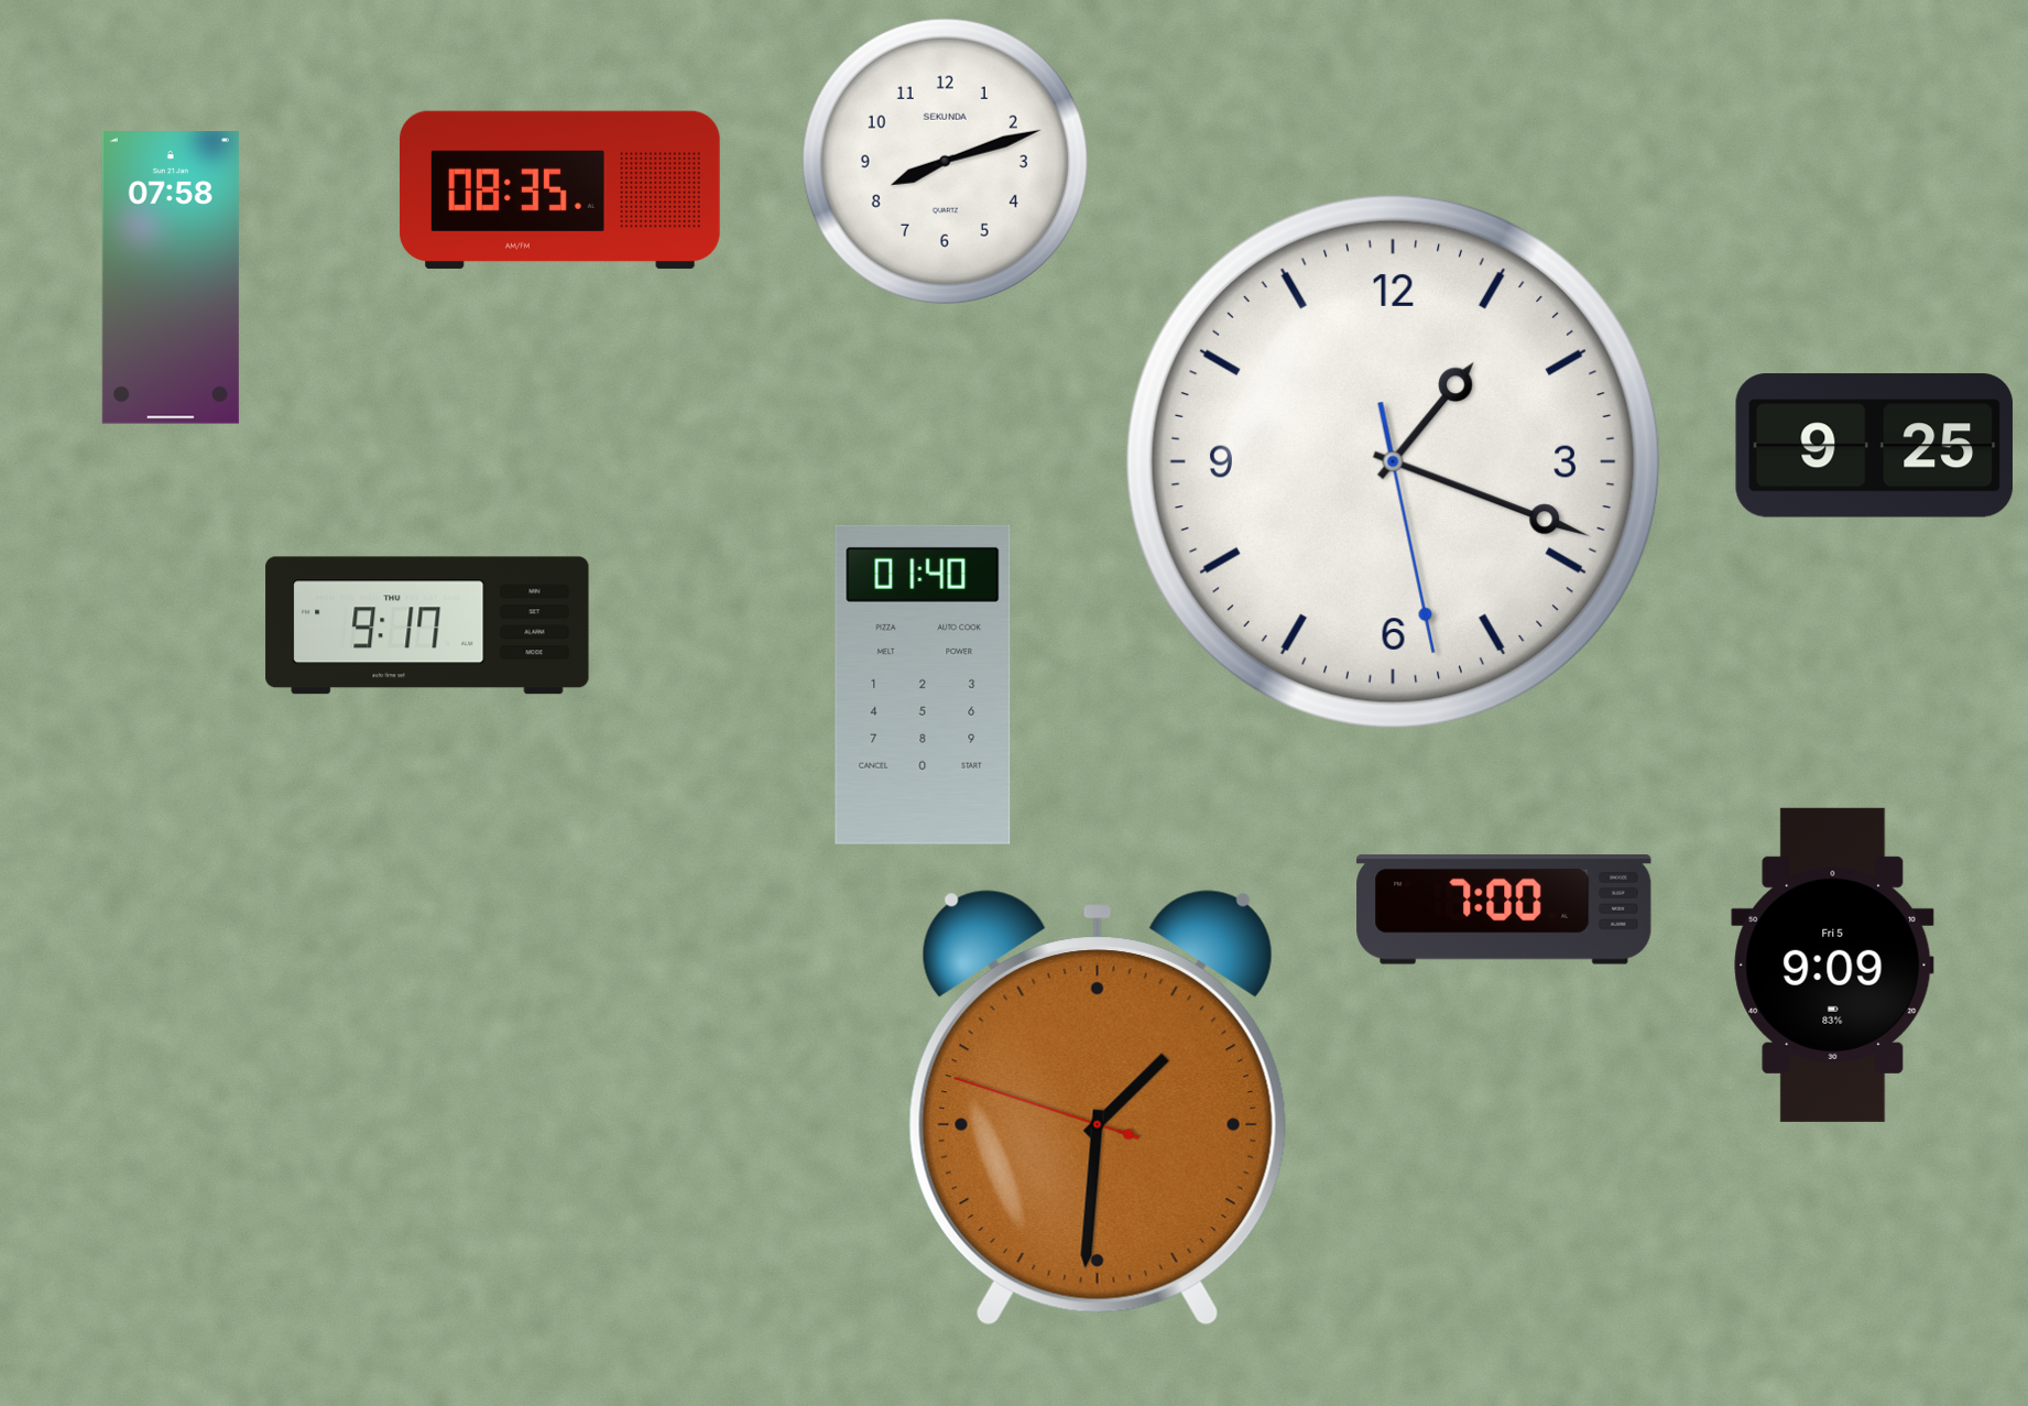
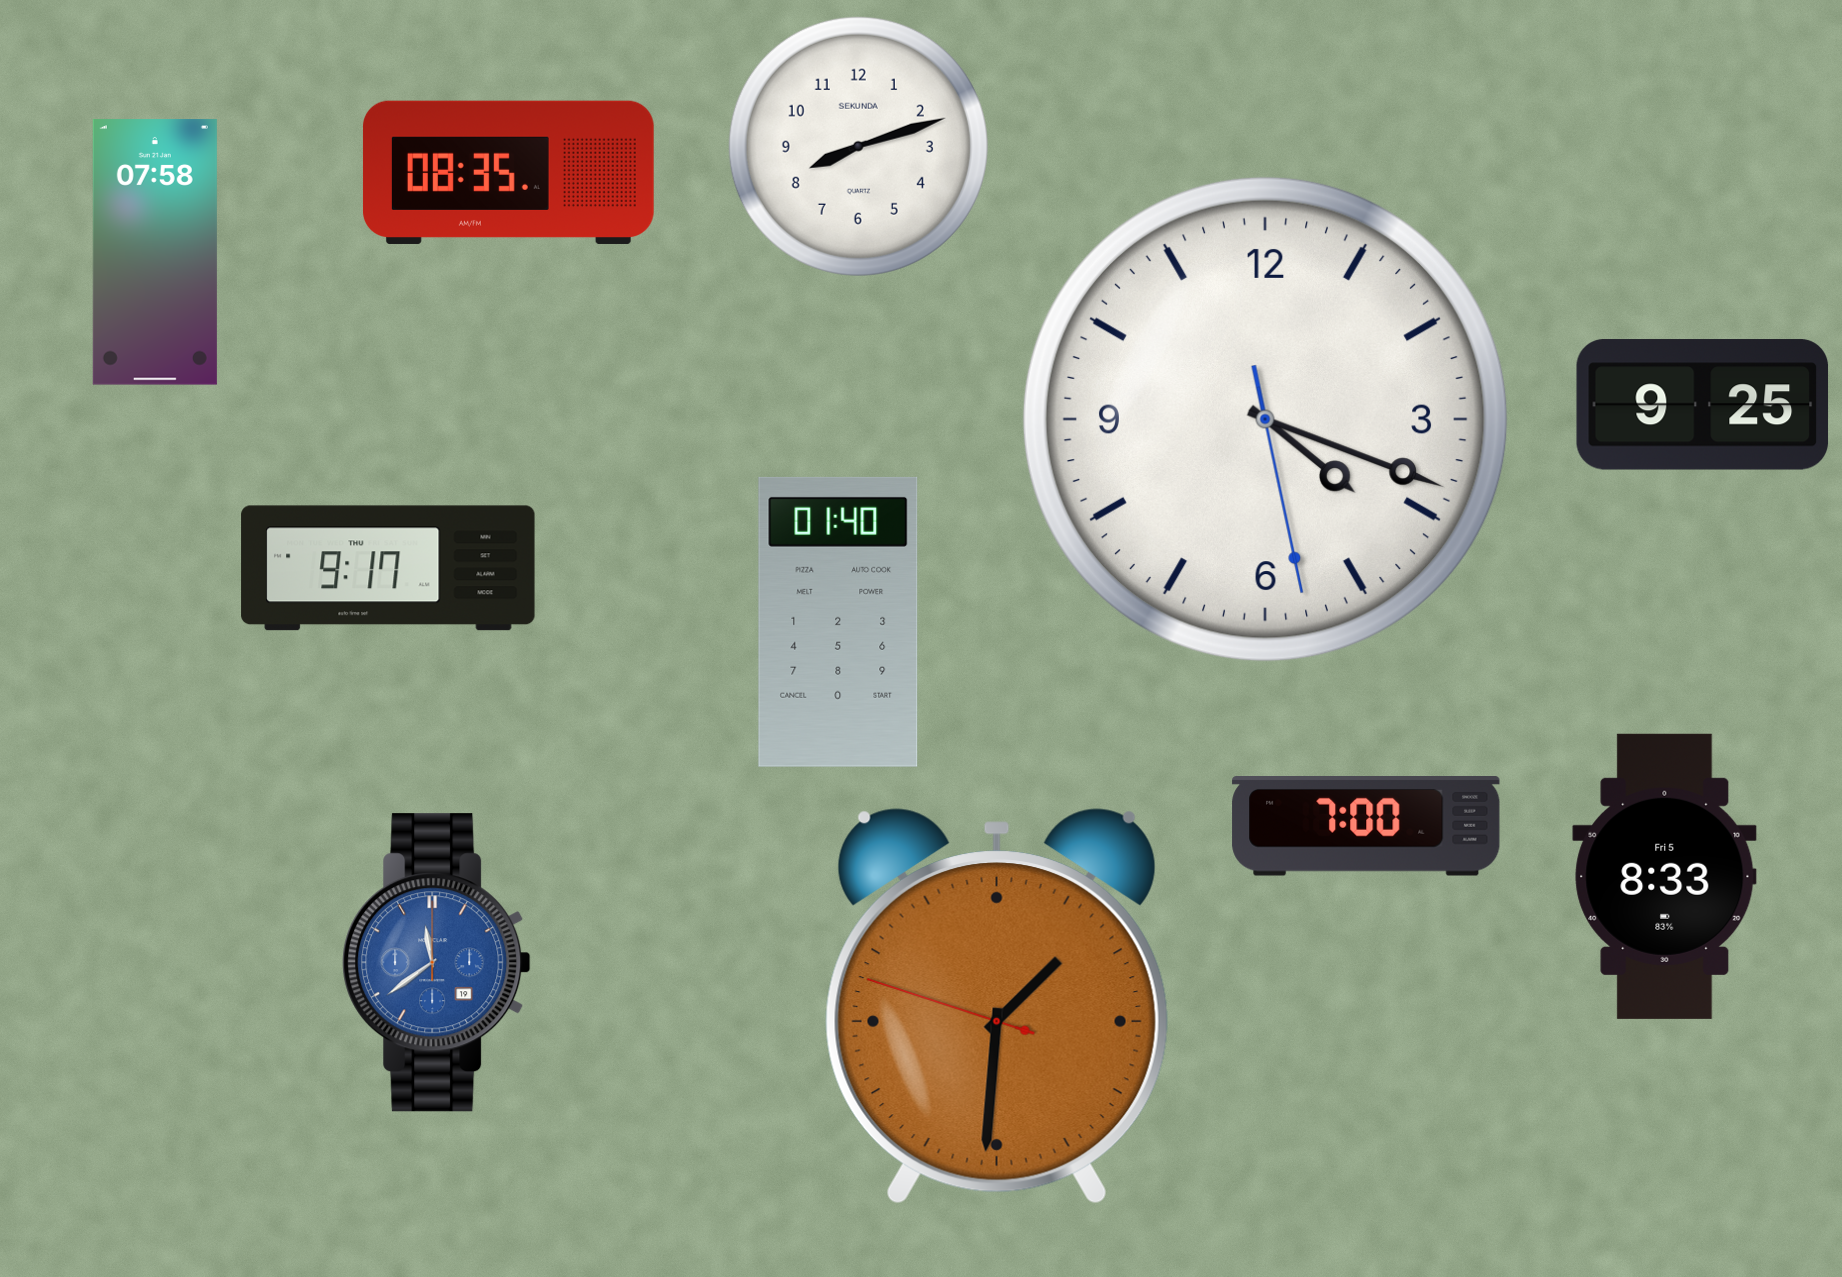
clock at (1393, 461): 1:18 -> 4:18
clock at (1833, 964): 9:09 -> 8:33
clock at (437, 963): none -> 11:39
